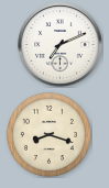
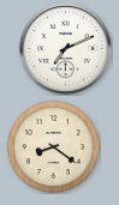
clock at (48, 134): 8:18 -> 8:21
